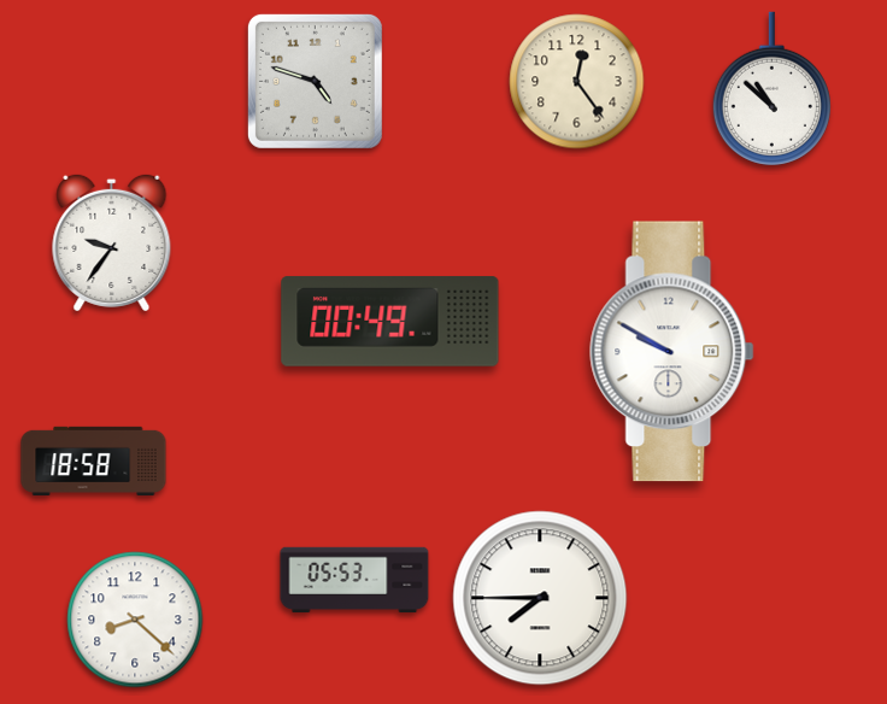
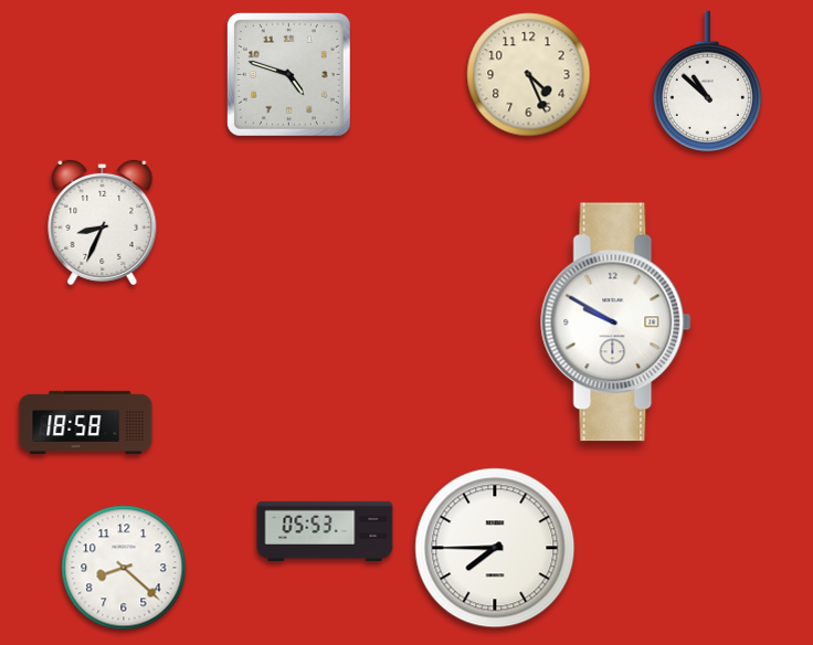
clock at (577, 82): 12:24 -> 4:26
clock at (112, 242): 9:36 -> 8:34
clock at (390, 322): 00:49 -> none
